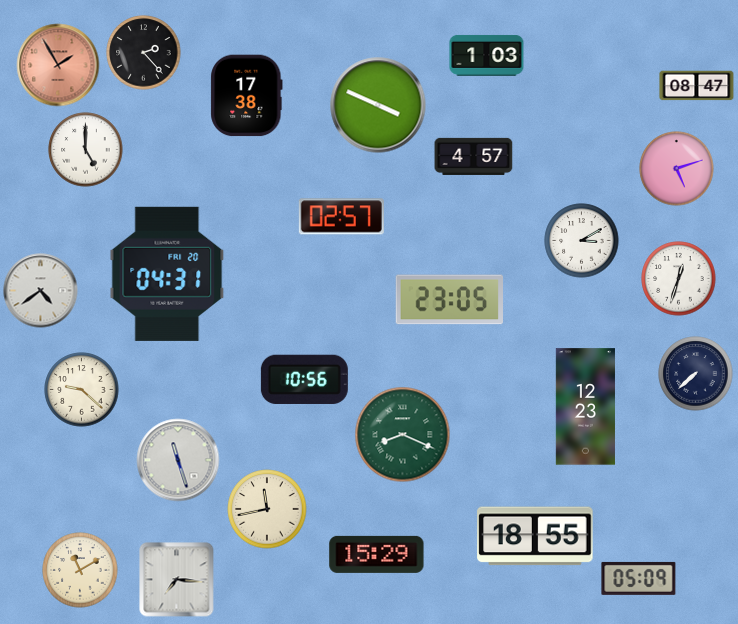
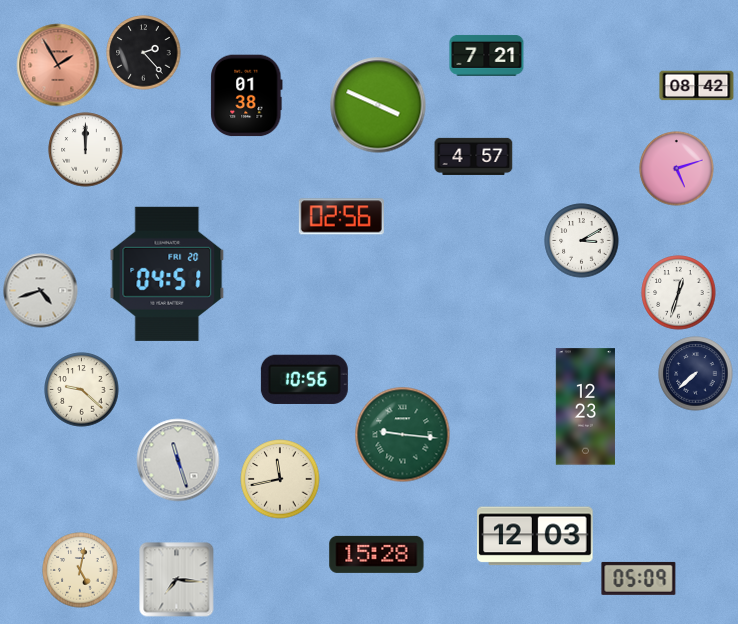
clock at (487, 55): 1:03 -> 7:21
clock at (697, 86): 08:47 -> 08:42
clock at (247, 96): 17:38 -> 01:38
clock at (86, 150): 5:00 -> 12:00
clock at (341, 217): 02:57 -> 02:56
clock at (167, 274): 04:31 -> 04:51
clock at (679, 279) position: (679, 279) -> (679, 293)
clock at (41, 291): 4:39 -> 4:42
clock at (450, 300): 23:05 -> none
clock at (403, 435): 8:19 -> 9:16
clock at (267, 509) position: (267, 509) -> (280, 479)
clock at (535, 536): 18:55 -> 12:03
clock at (377, 554): 15:29 -> 15:28
clock at (80, 570): 11:10 -> 5:02
